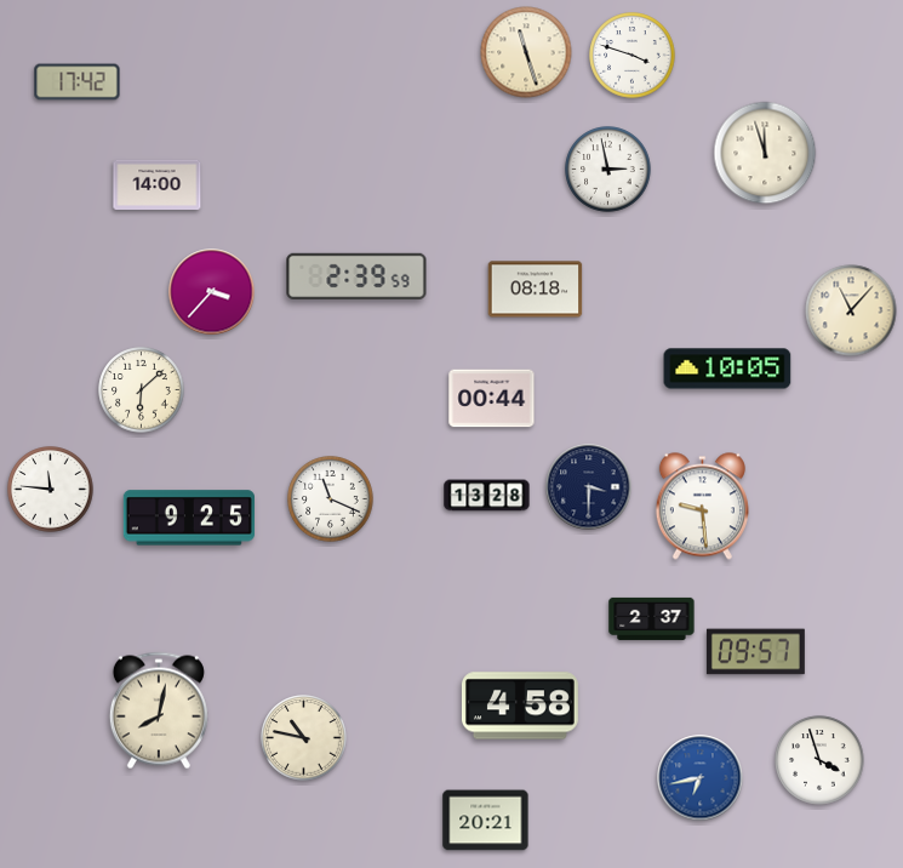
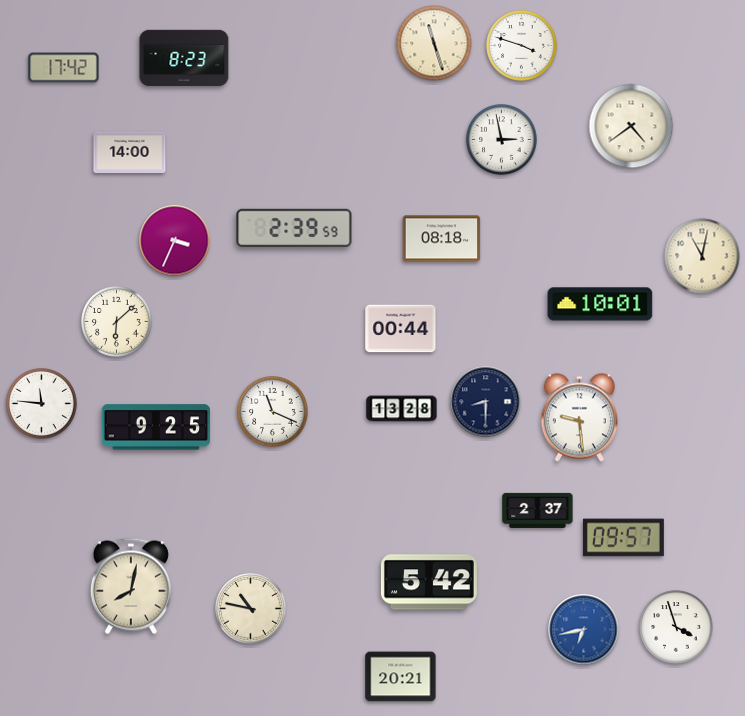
clock at (184, 58): none -> 8:23
clock at (765, 153): 11:57 -> 4:39
clock at (212, 292): 3:37 -> 3:34
clock at (851, 310): 11:07 -> 11:02
clock at (727, 369): 10:05 -> 10:01
clock at (492, 399) position: (492, 399) -> (401, 329)
clock at (589, 487): 3:30 -> 8:30
clock at (520, 706): 4:58 -> 5:42
clock at (701, 778) position: (701, 778) -> (584, 630)
